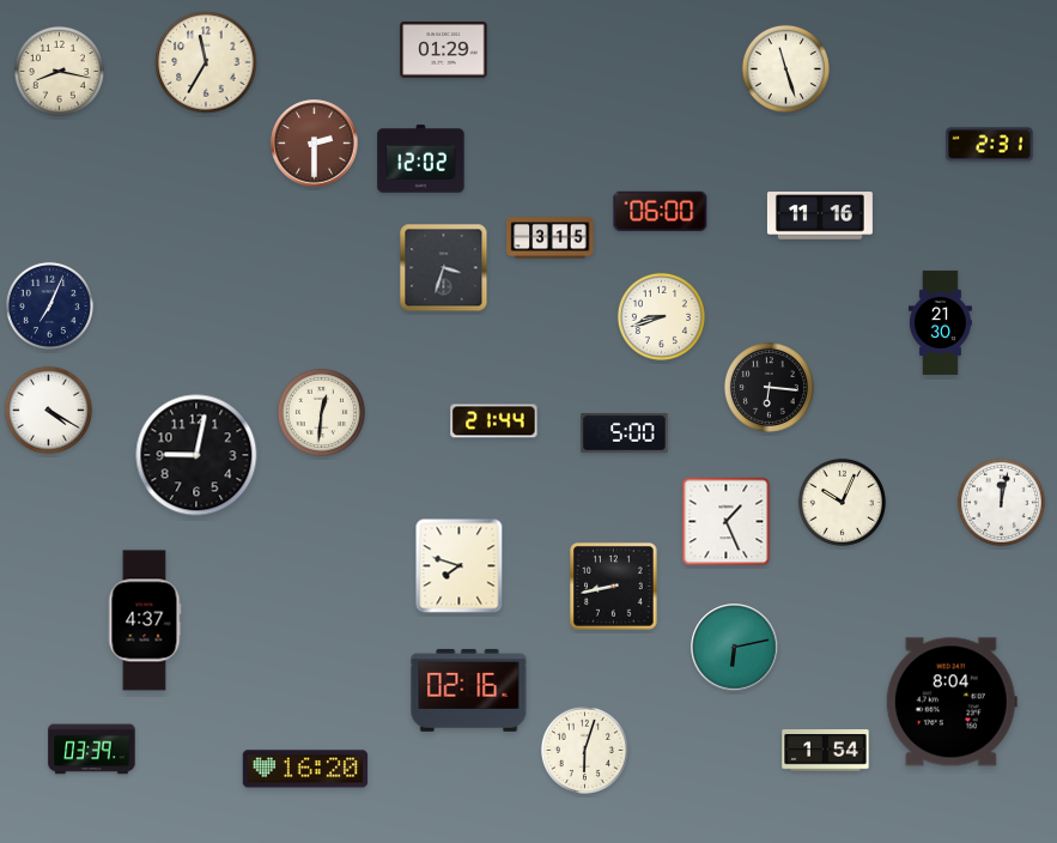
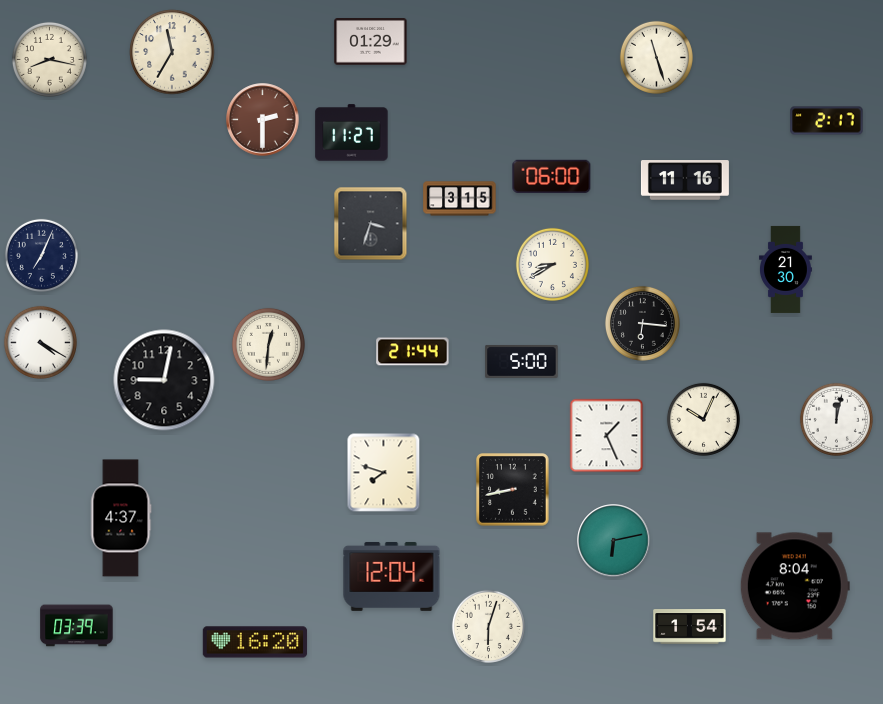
clock at (990, 145): 2:31 -> 2:17
clock at (421, 159): 12:02 -> 11:27
clock at (661, 316): 8:42 -> 8:40
clock at (469, 690): 02:16 -> 12:04
